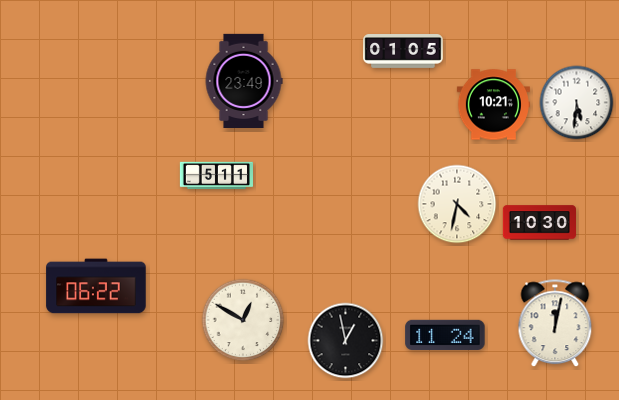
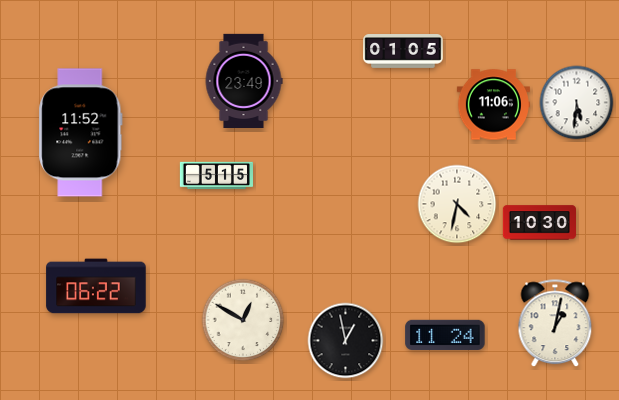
clock at (493, 105): 10:21 -> 11:06
clock at (81, 133): none -> 11:52
clock at (216, 176): 5:11 -> 5:15
clock at (555, 324): 12:02 -> 1:02
